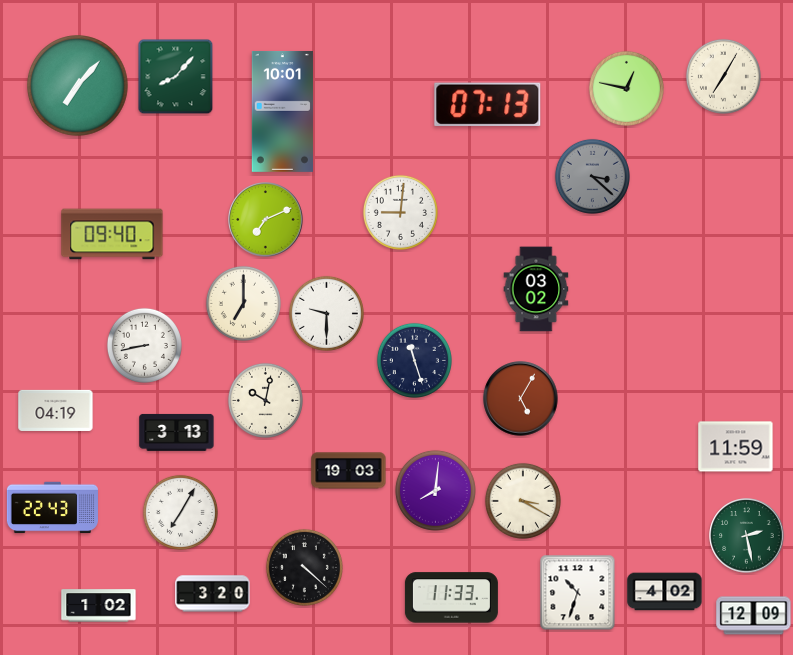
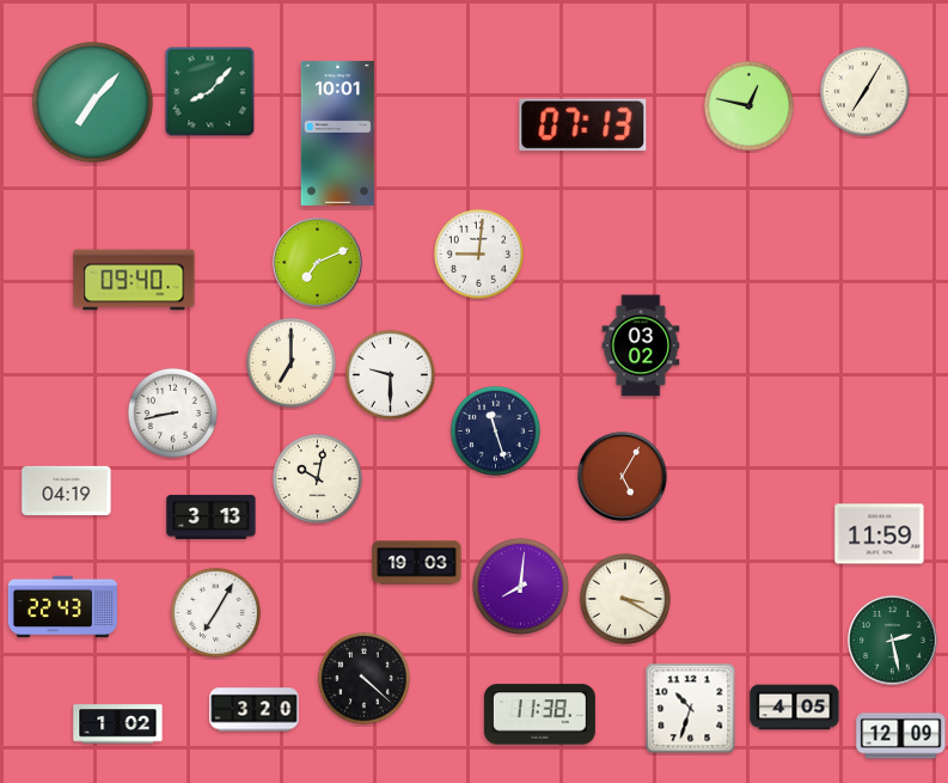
clock at (592, 176): 3:22 -> none
clock at (665, 592): 4:02 -> 4:05
clock at (451, 598): 11:33 -> 11:38
